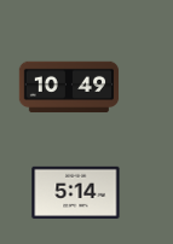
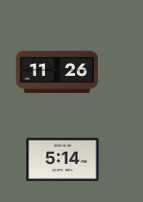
clock at (69, 87): 10:49 -> 11:26
